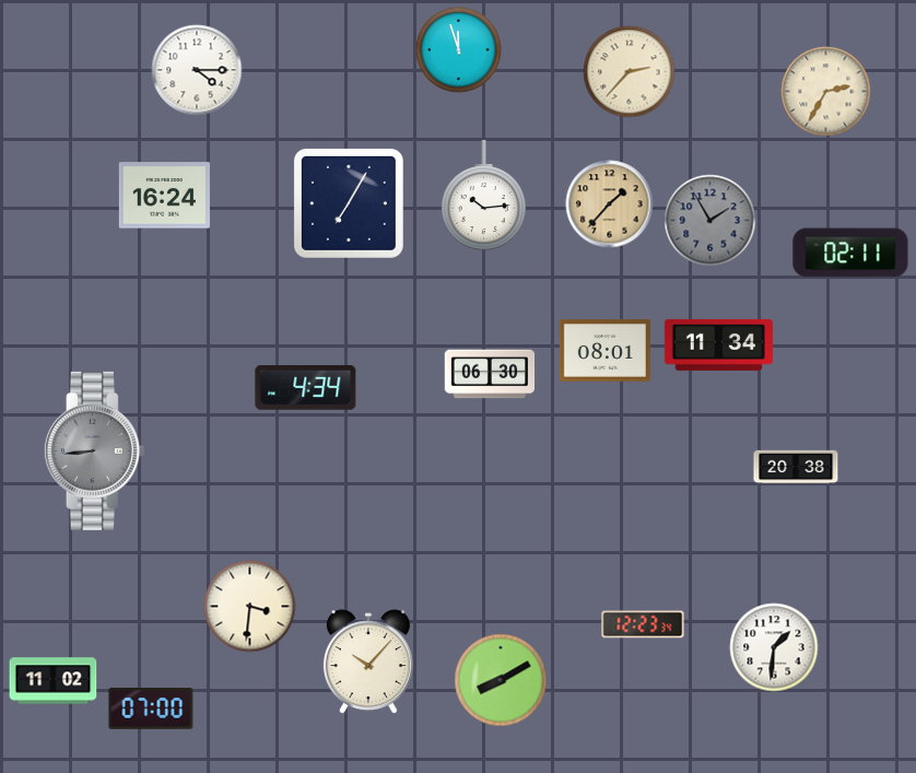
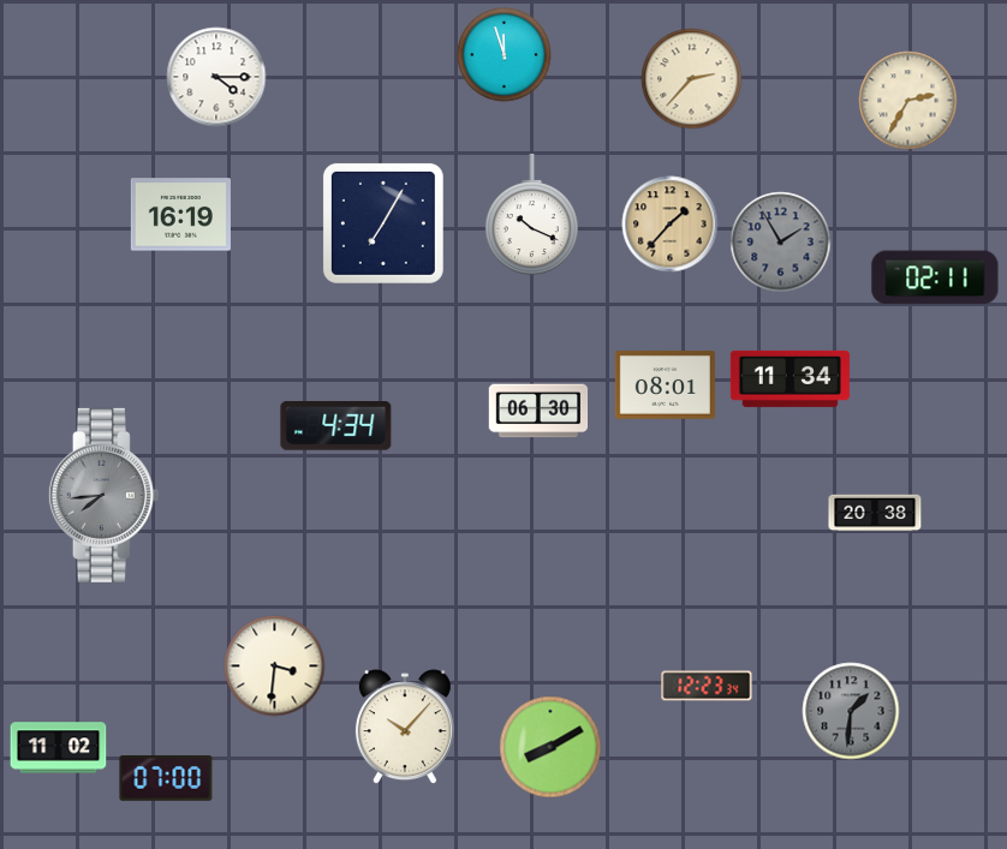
clock at (164, 196): 16:24 -> 16:19
clock at (483, 197): 10:14 -> 10:19
clock at (94, 450): 8:44 -> 7:44
clock at (774, 647) dial: white -> grey
